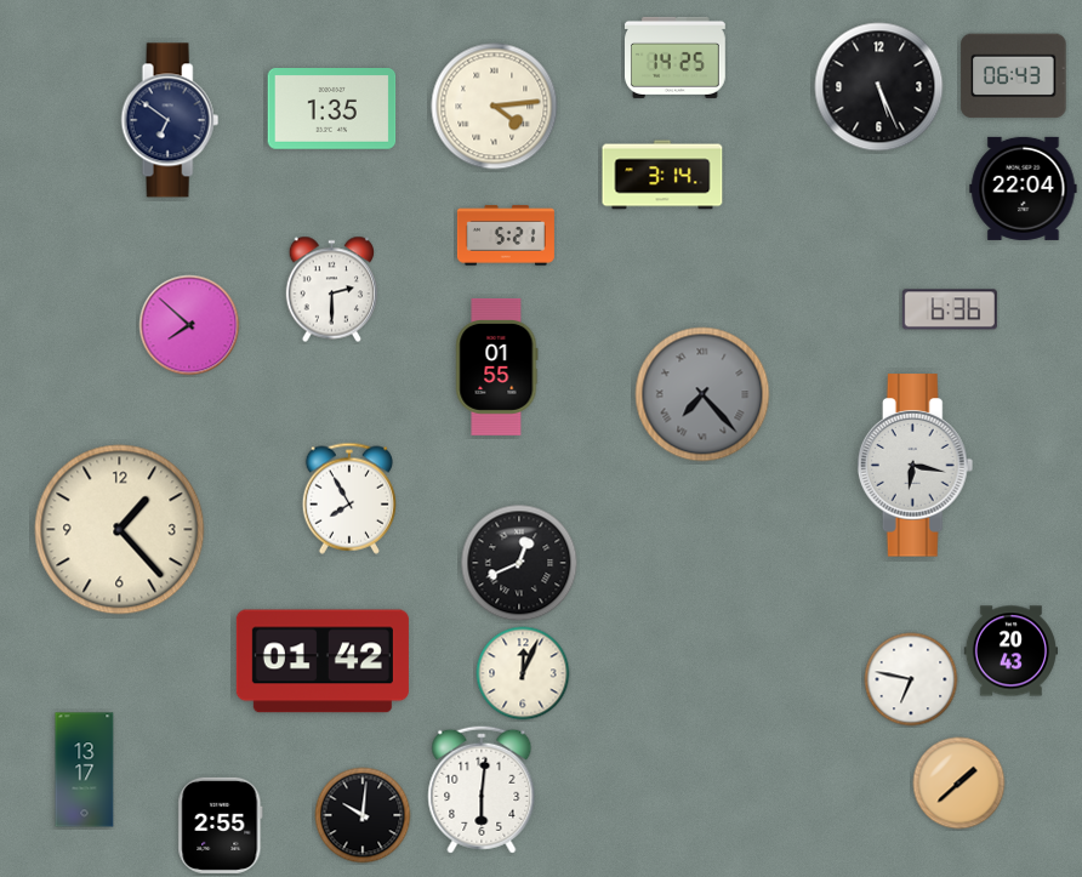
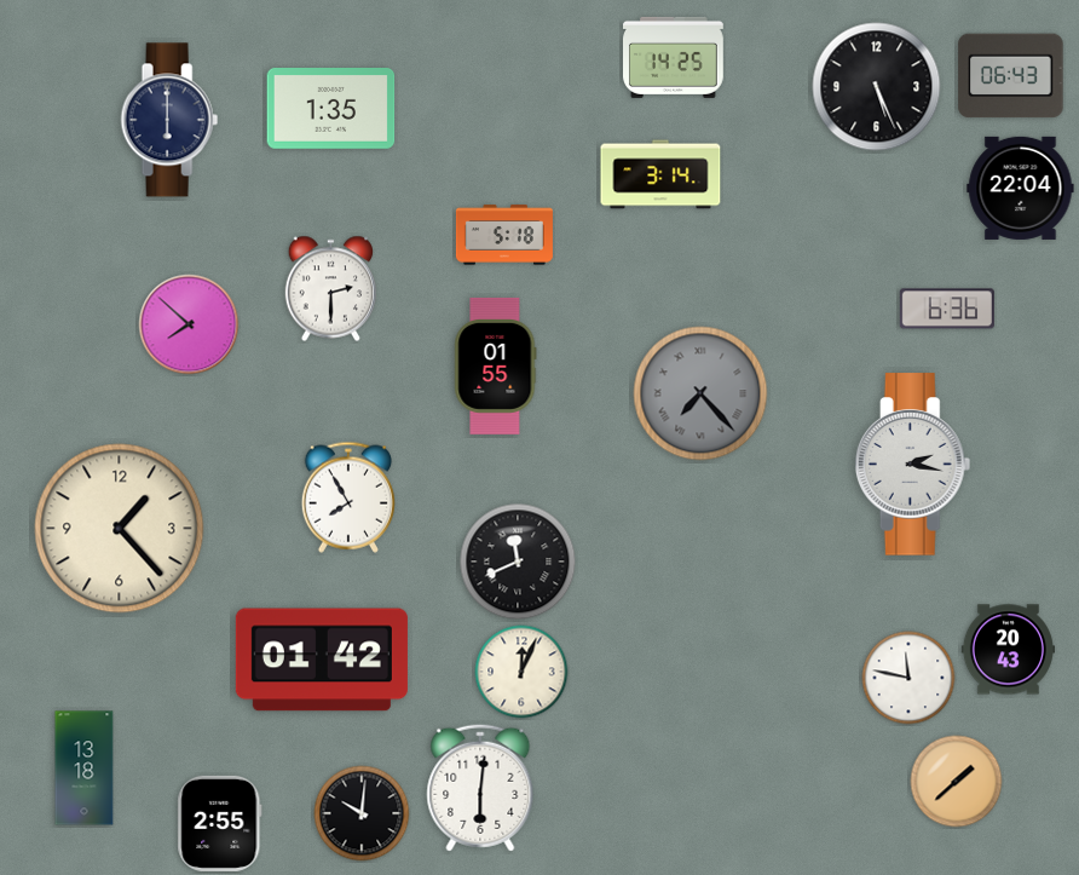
clock at (495, 107): 4:14 -> none
clock at (170, 120): 6:51 -> 6:00
clock at (506, 235): 5:21 -> 5:18
clock at (916, 466): 6:17 -> 2:17
clock at (519, 563): 12:41 -> 11:41
clock at (911, 679): 6:47 -> 11:47
clock at (85, 770): 13:17 -> 13:18
